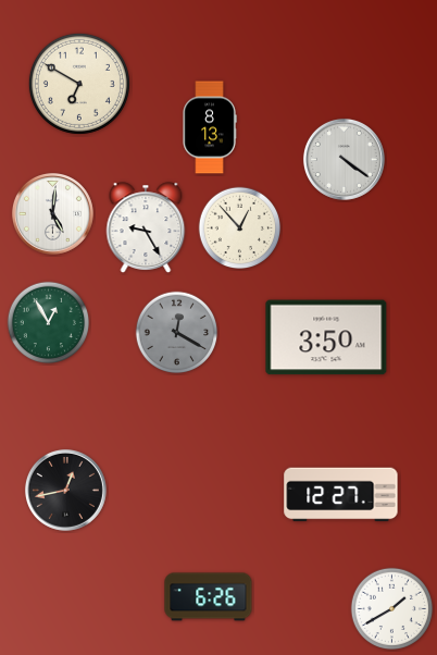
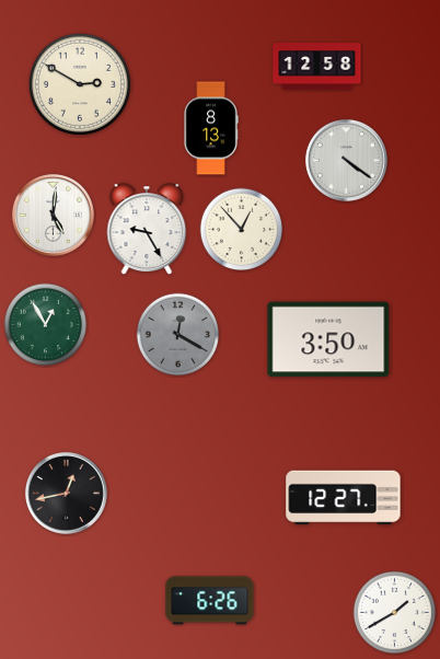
clock at (317, 67): none -> 12:58
clock at (79, 84): 6:50 -> 2:50
clock at (49, 323) position: (49, 323) -> (46, 325)
